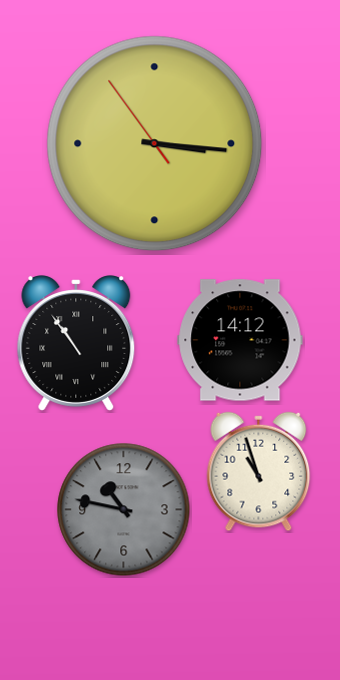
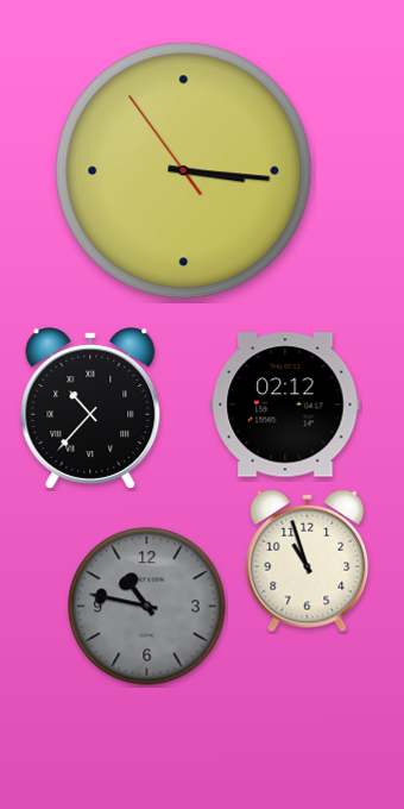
clock at (240, 340): 14:12 -> 02:12
clock at (76, 343): 10:54 -> 10:37
